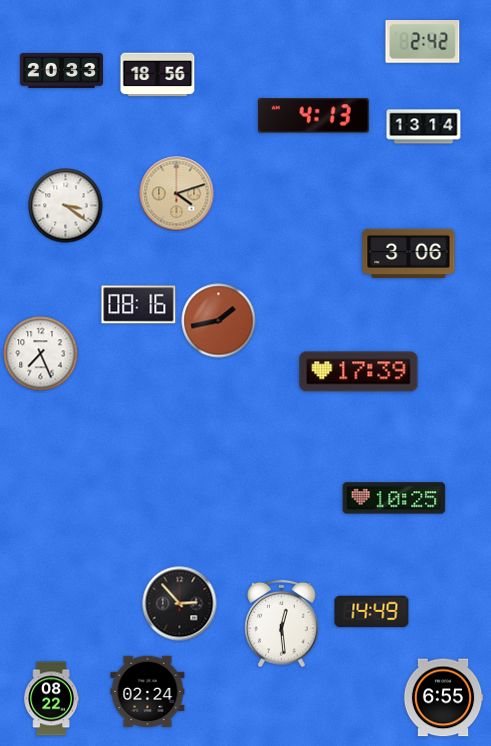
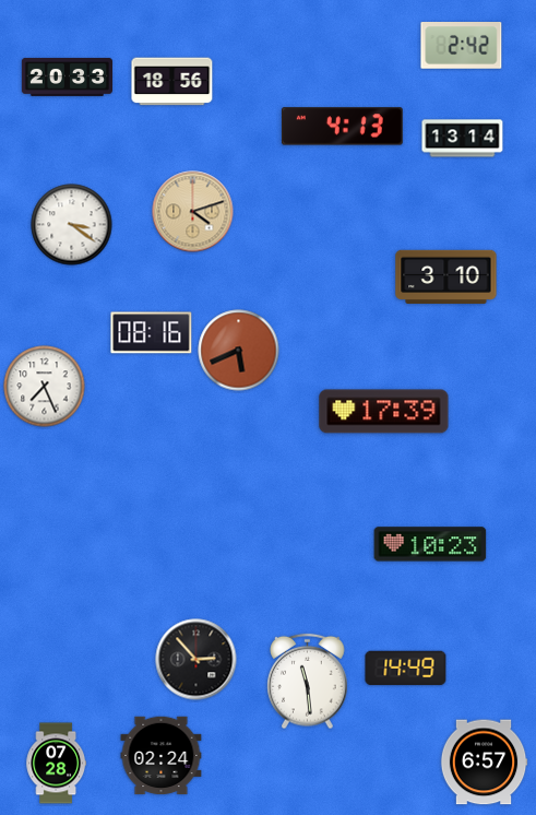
clock at (409, 253): 3:06 -> 3:10
clock at (219, 321): 1:43 -> 5:41
clock at (359, 372) position: (359, 372) -> (384, 412)
clock at (394, 498): 10:25 -> 10:23
clock at (282, 624): 12:29 -> 11:29
clock at (443, 698): 6:55 -> 6:57
clock at (51, 699): 08:22 -> 07:28
